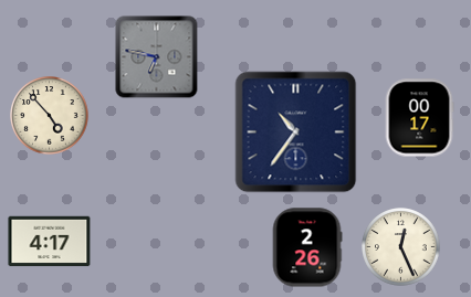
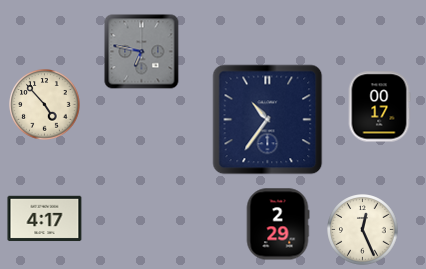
clock at (307, 247): 2:26 -> 2:29
clock at (401, 247) position: (401, 247) -> (363, 230)
